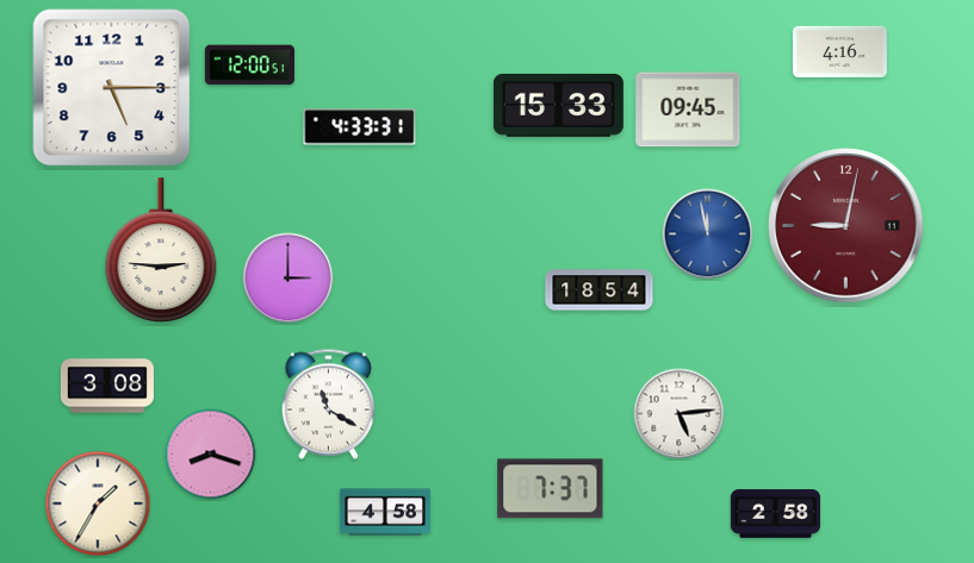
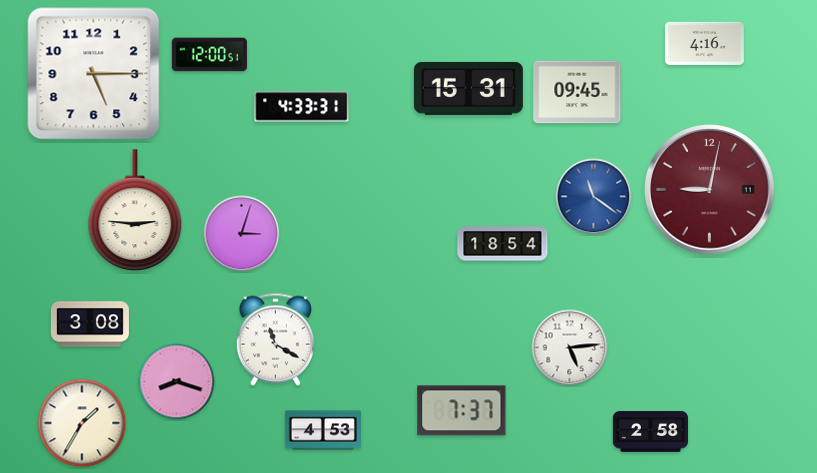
clock at (558, 105): 15:33 -> 15:31
clock at (708, 234): 11:58 -> 11:21
clock at (289, 279): 3:00 -> 3:03
clock at (385, 512): 4:58 -> 4:53
